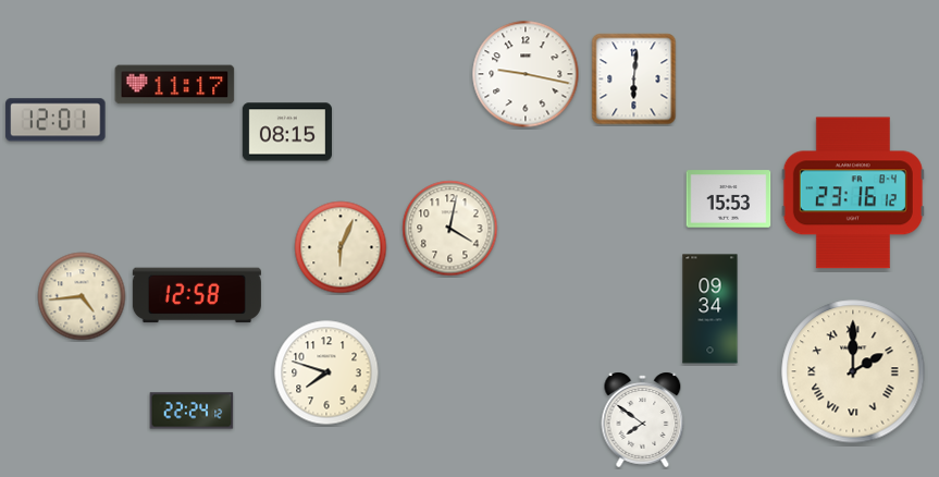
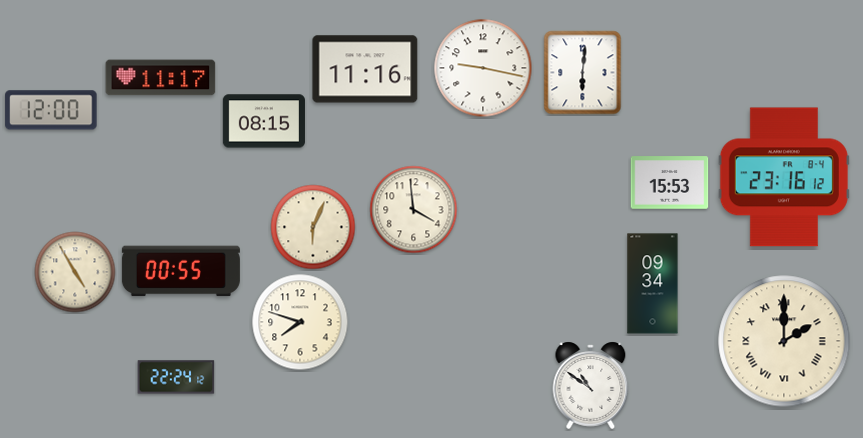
clock at (365, 69): none -> 11:16
clock at (55, 120): 12:01 -> 12:00
clock at (450, 229): 4:02 -> 3:59
clock at (197, 295): 12:58 -> 00:55
clock at (82, 296): 4:44 -> 4:55
clock at (326, 372) position: (326, 372) -> (300, 322)
clock at (643, 419): 7:51 -> 10:51
